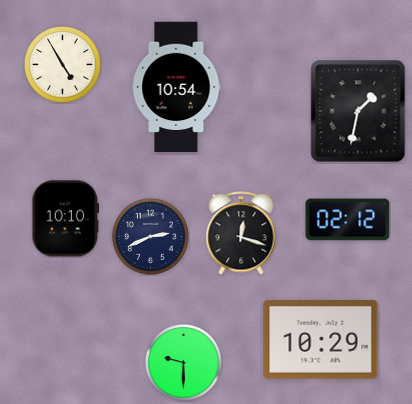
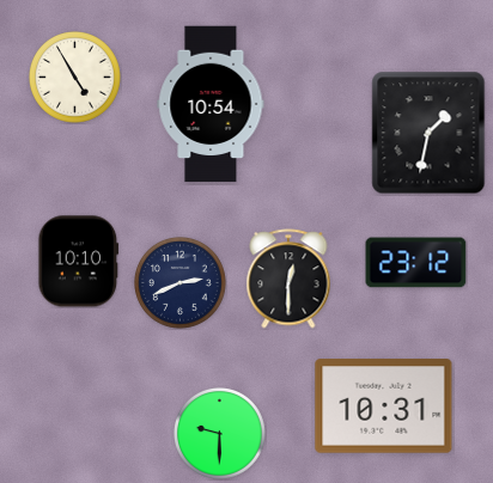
clock at (348, 220): 02:12 -> 23:12
clock at (241, 233): 12:18 -> 12:30
clock at (321, 340): 10:29 -> 10:31
